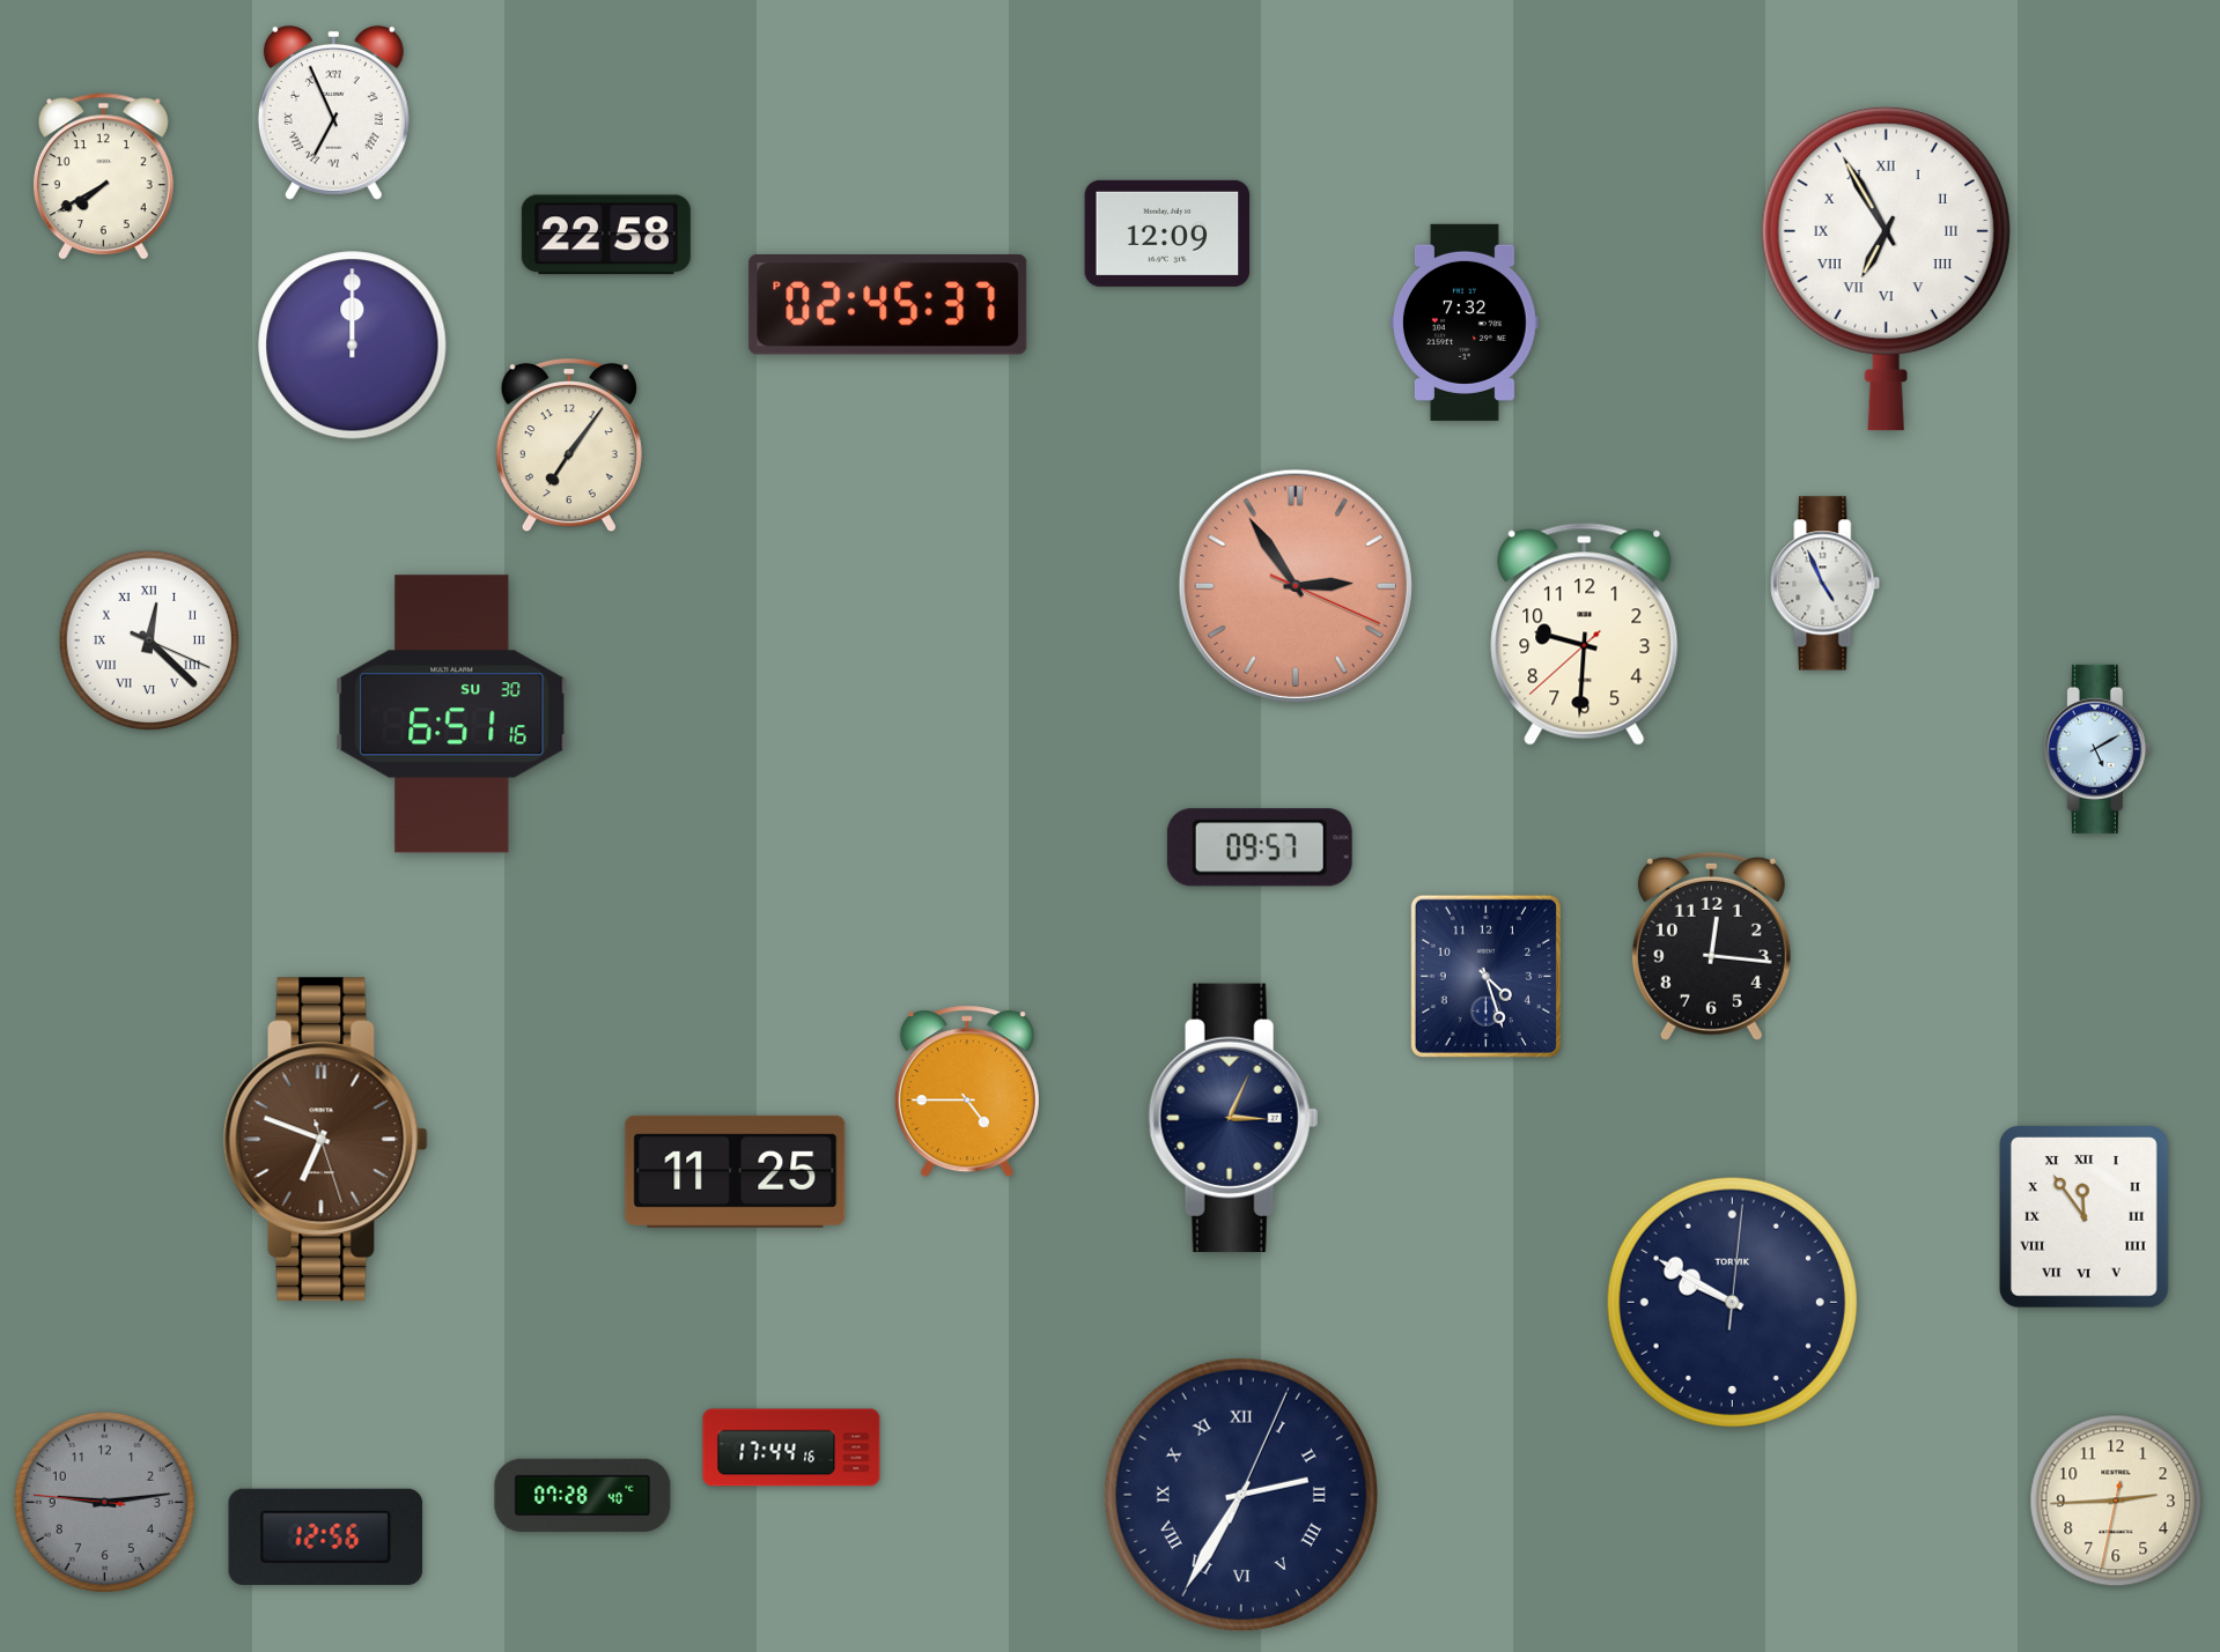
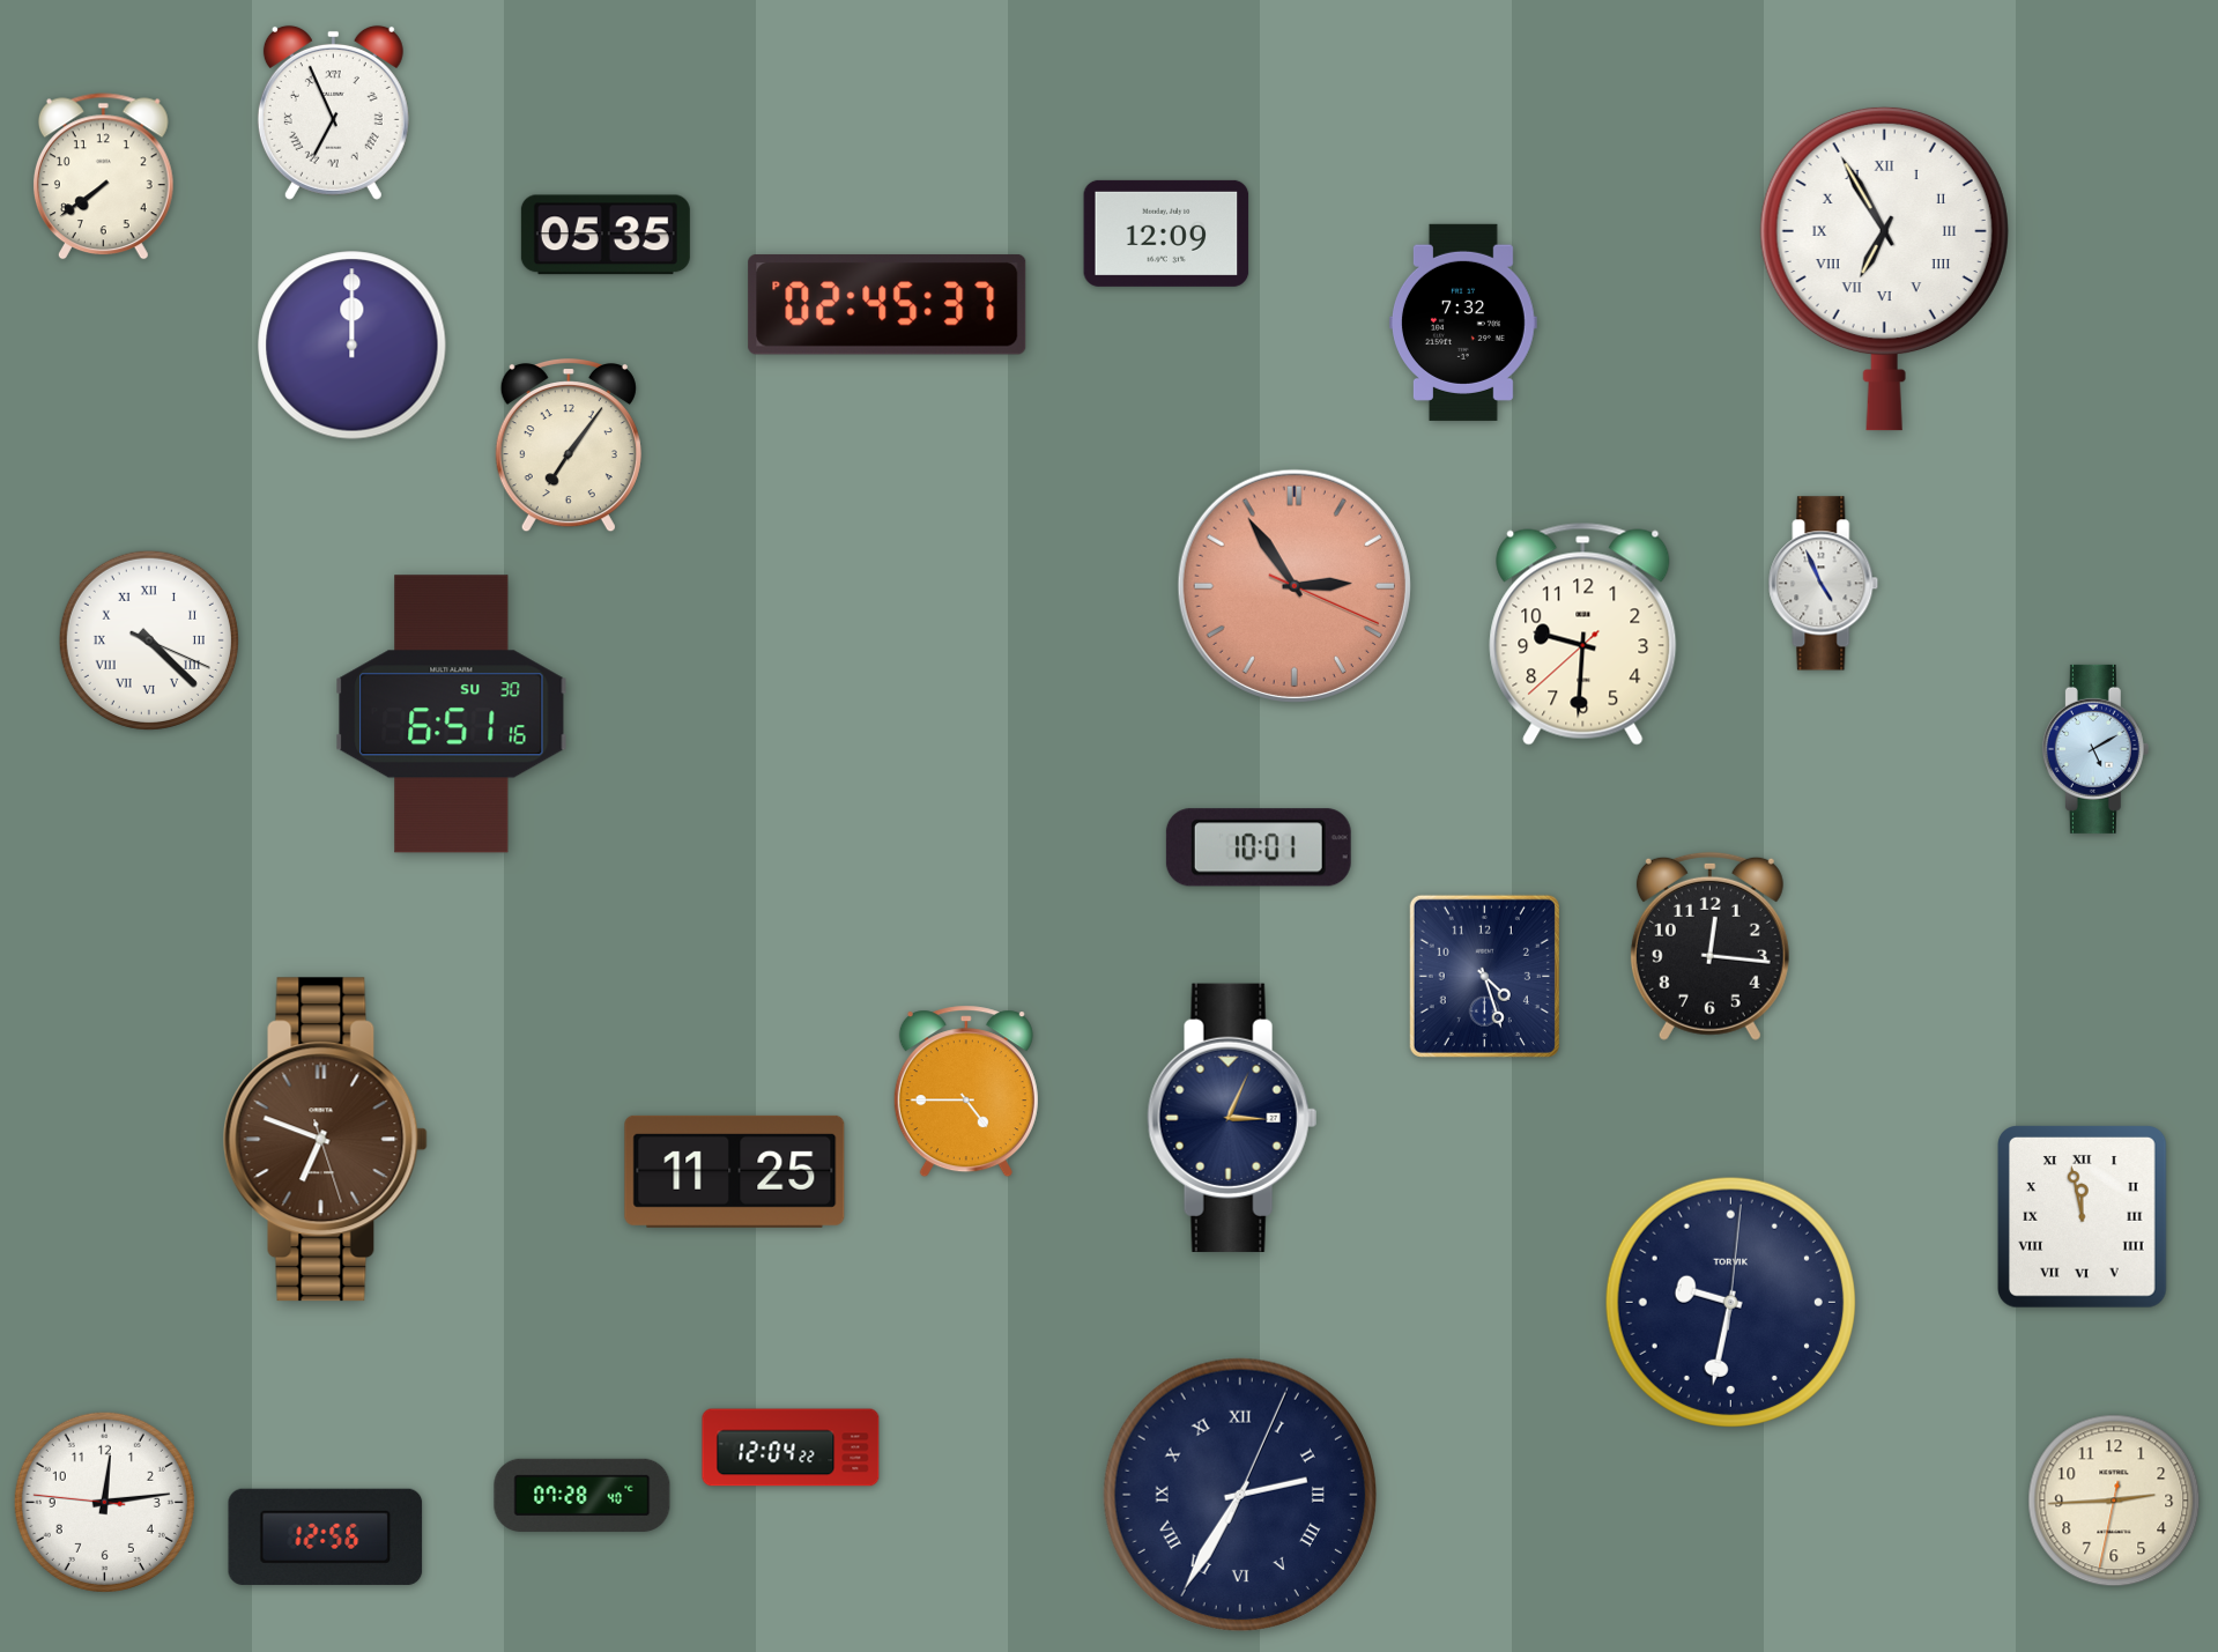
clock at (103, 177): 7:40 -> 7:39
clock at (606, 235): 22:58 -> 05:35
clock at (149, 640): 12:22 -> 4:22
clock at (1260, 847): 09:57 -> 10:01
clock at (2085, 1217): 11:54 -> 11:58
clock at (1732, 1302): 9:50 -> 9:32
clock at (791, 1447): 17:44 -> 12:04
clock at (104, 1502): 9:13 -> 12:13
clock at (104, 1502) dial: grey -> white
